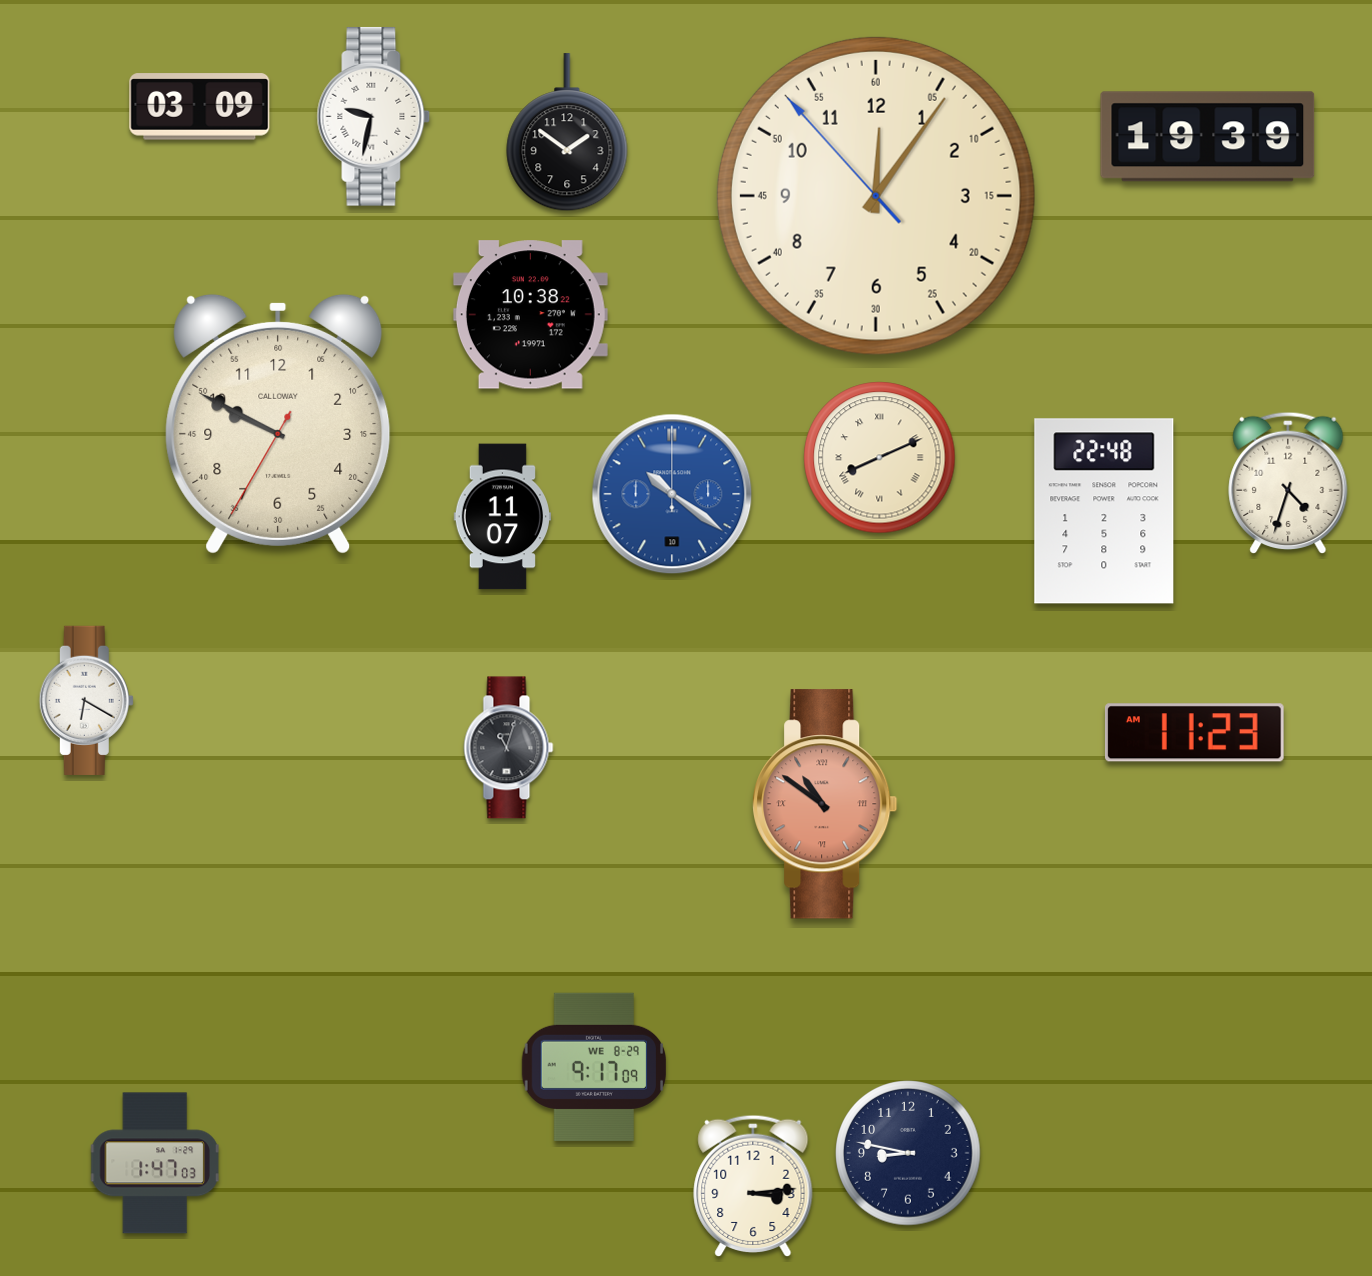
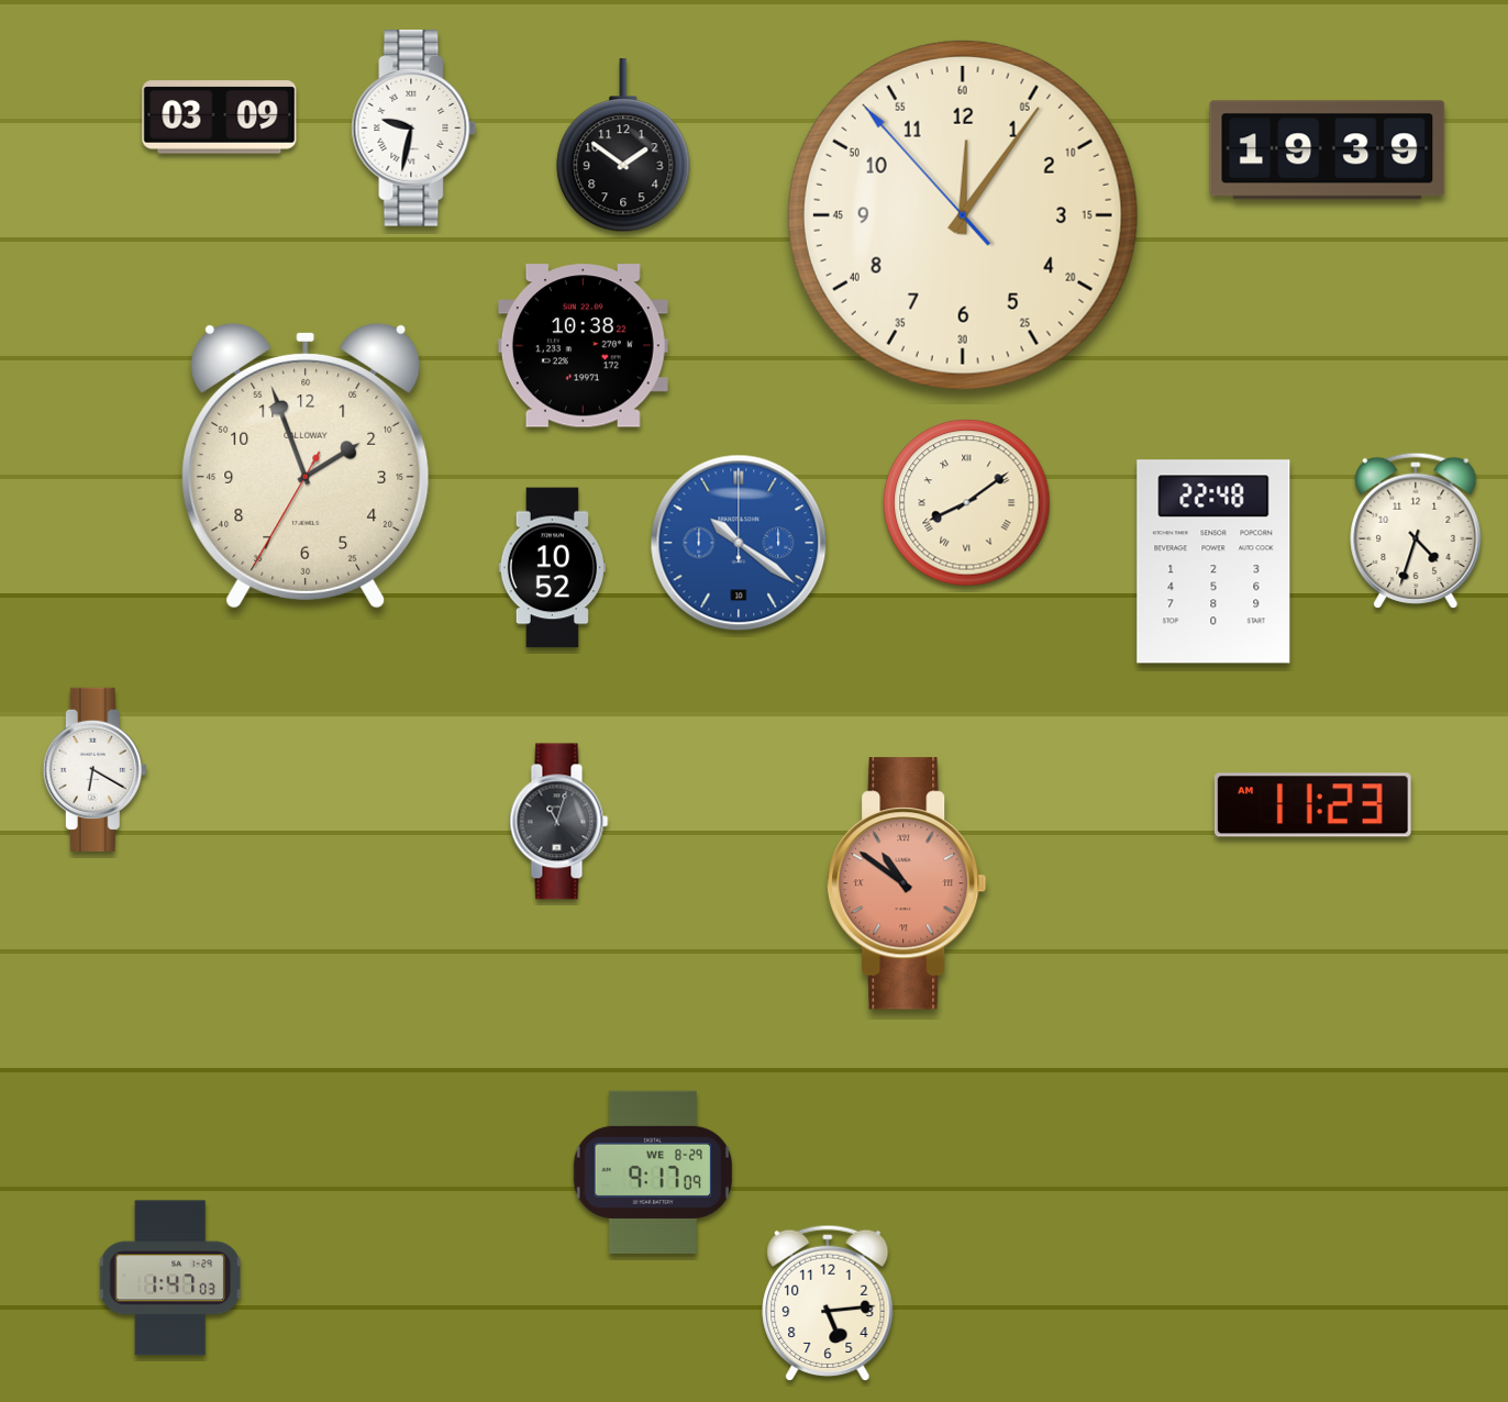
clock at (374, 116) position: (374, 116) -> (414, 127)
clock at (278, 424): 9:49 -> 1:56
clock at (880, 458): 8:11 -> 8:09
clock at (502, 517): 11:07 -> 10:52
clock at (908, 1153): 8:47 -> none
clock at (753, 1186): 3:14 -> 5:14
